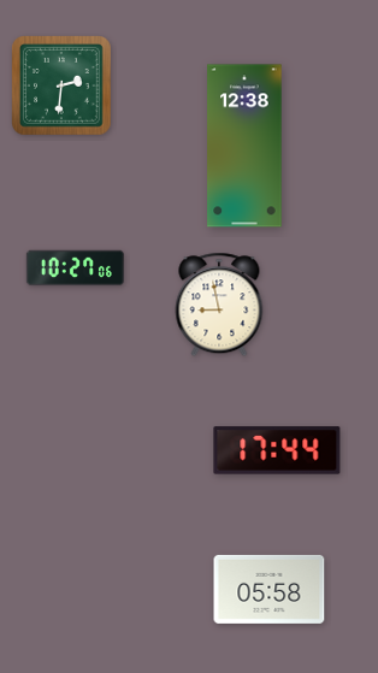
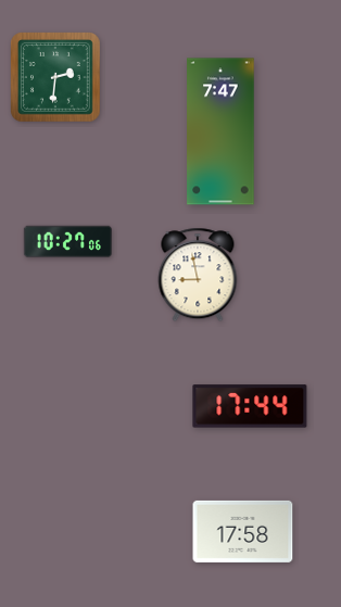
clock at (244, 146): 12:38 -> 7:47
clock at (270, 589): 05:58 -> 17:58
